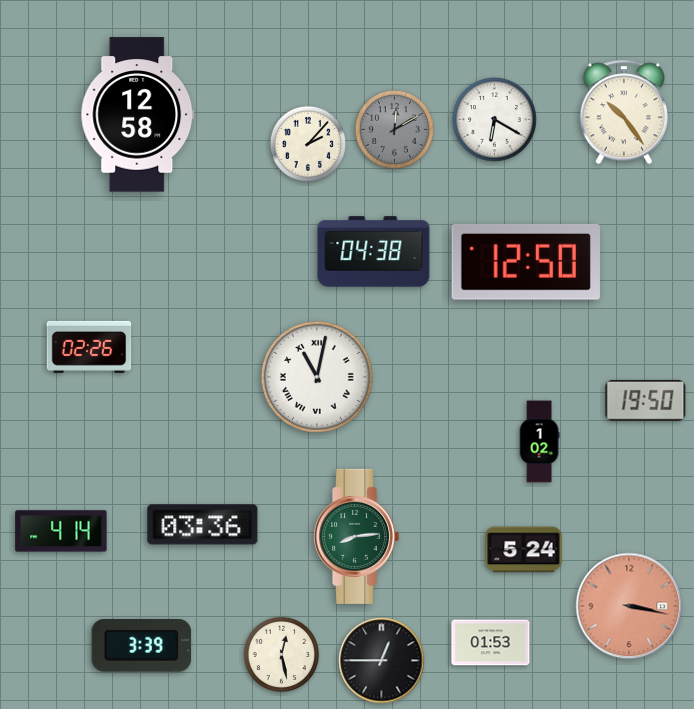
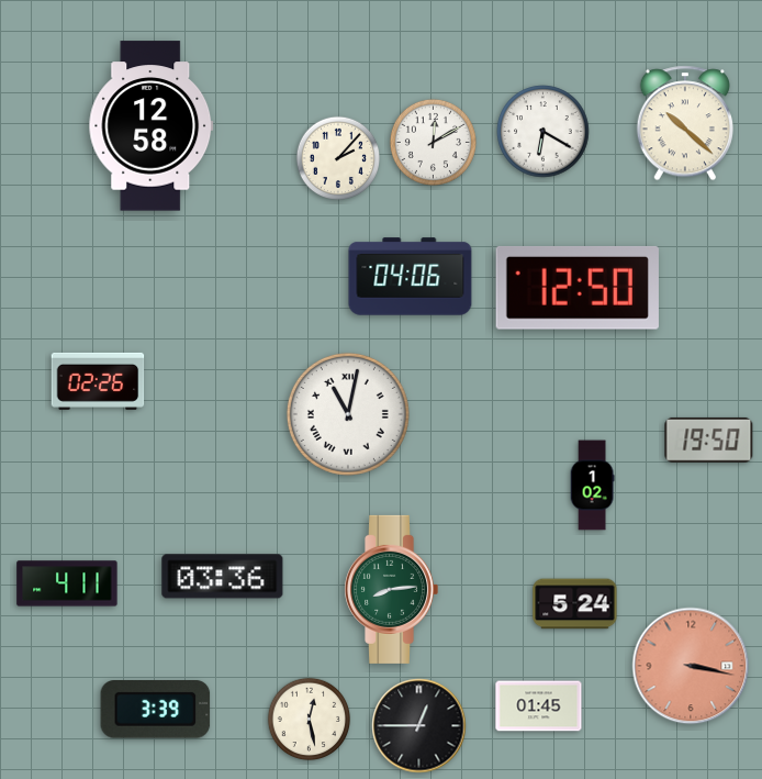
clock at (623, 112): 10:24 -> 10:22
clock at (394, 129) dial: grey -> white
clock at (374, 252): 04:38 -> 04:06
clock at (61, 531): 4:14 -> 4:11
clock at (491, 643): 01:53 -> 01:45
